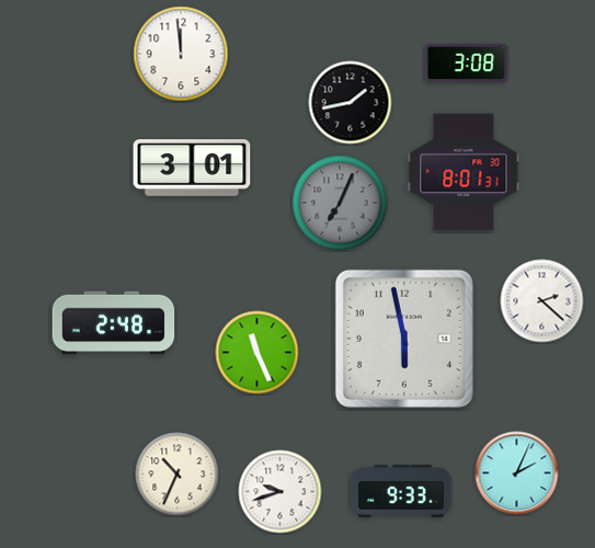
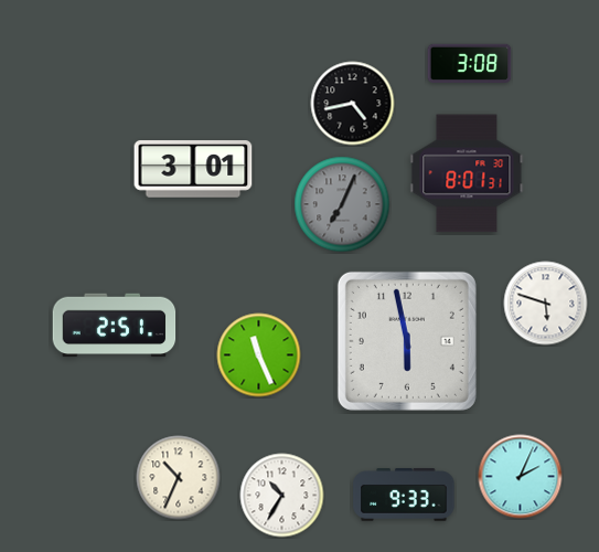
clock at (181, 54): 11:59 -> none
clock at (351, 103): 1:43 -> 4:43
clock at (542, 301): 2:22 -> 5:48
clock at (114, 323): 2:48 -> 2:51
clock at (281, 492): 9:42 -> 10:35
